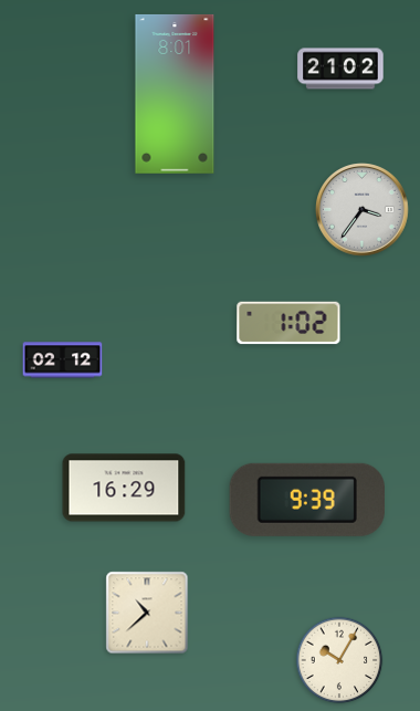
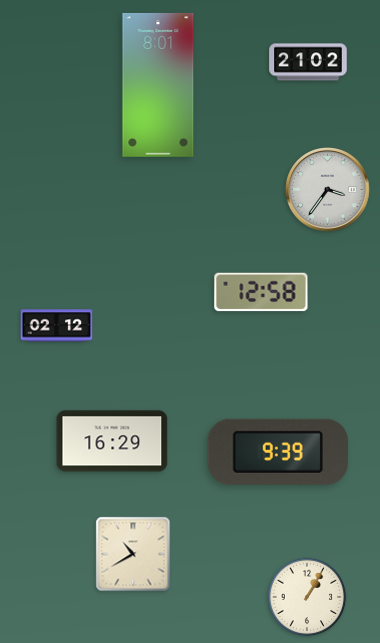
clock at (288, 323): 1:02 -> 12:58
clock at (147, 613): 10:38 -> 10:40
clock at (339, 660): 10:05 -> 1:05
